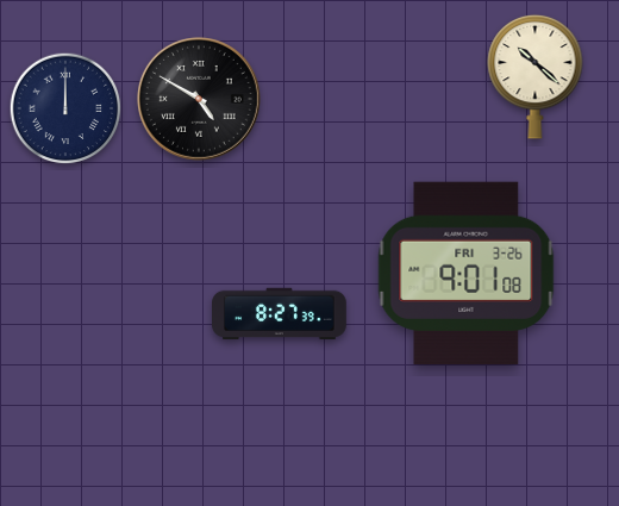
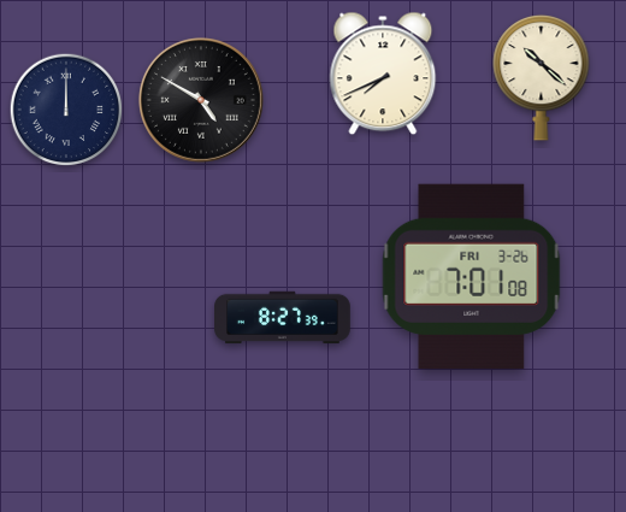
clock at (383, 73): none -> 7:41
clock at (467, 273): 9:01 -> 7:01
